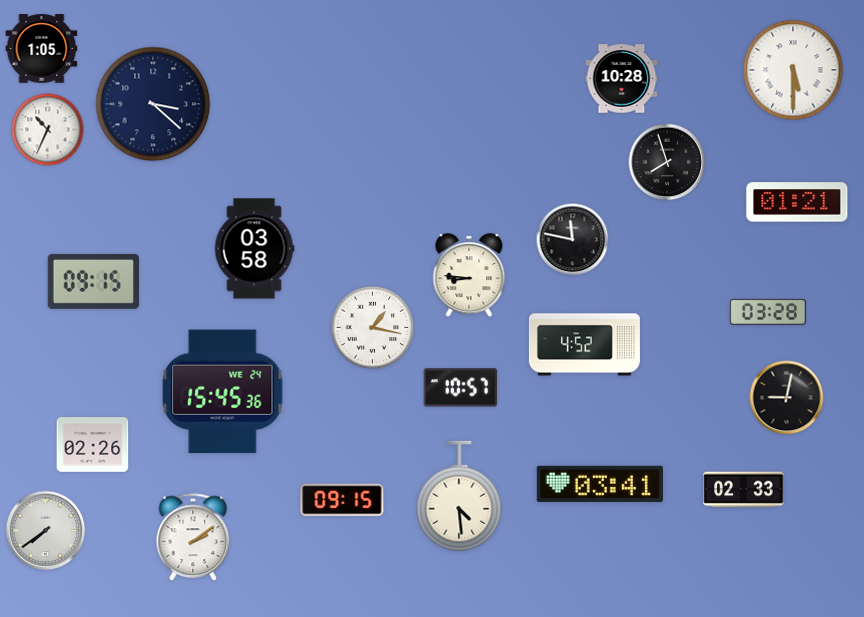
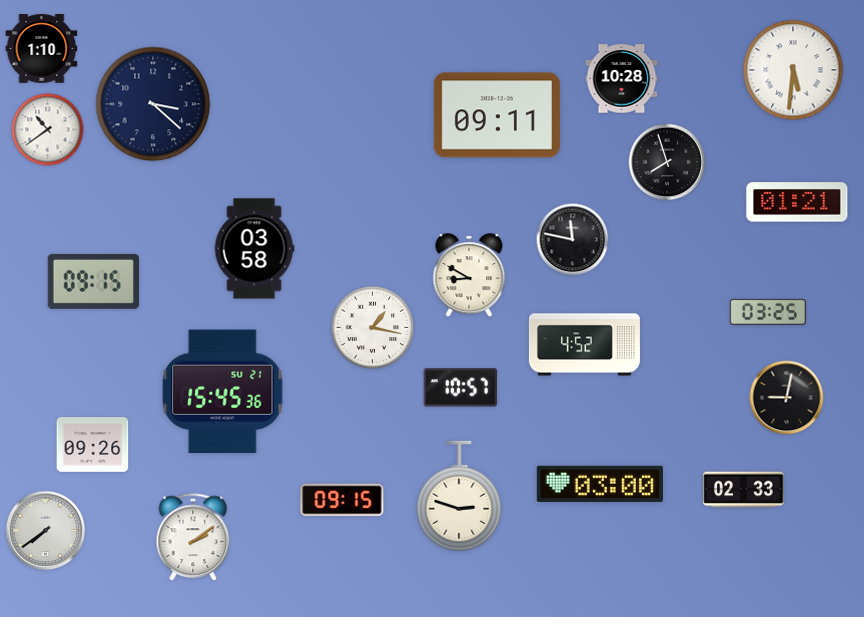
clock at (42, 49): 1:05 -> 1:10
clock at (793, 70): 5:30 -> 5:31
clock at (497, 115): none -> 09:11
clock at (48, 130): 10:34 -> 10:39
clock at (469, 276): 8:46 -> 8:50
clock at (768, 312): 03:28 -> 03:25
clock at (223, 392) date: WE 24 -> SU 21
clock at (93, 445): 02:26 -> 09:26
clock at (600, 484): 03:41 -> 03:00
clock at (459, 496): 4:29 -> 2:48
